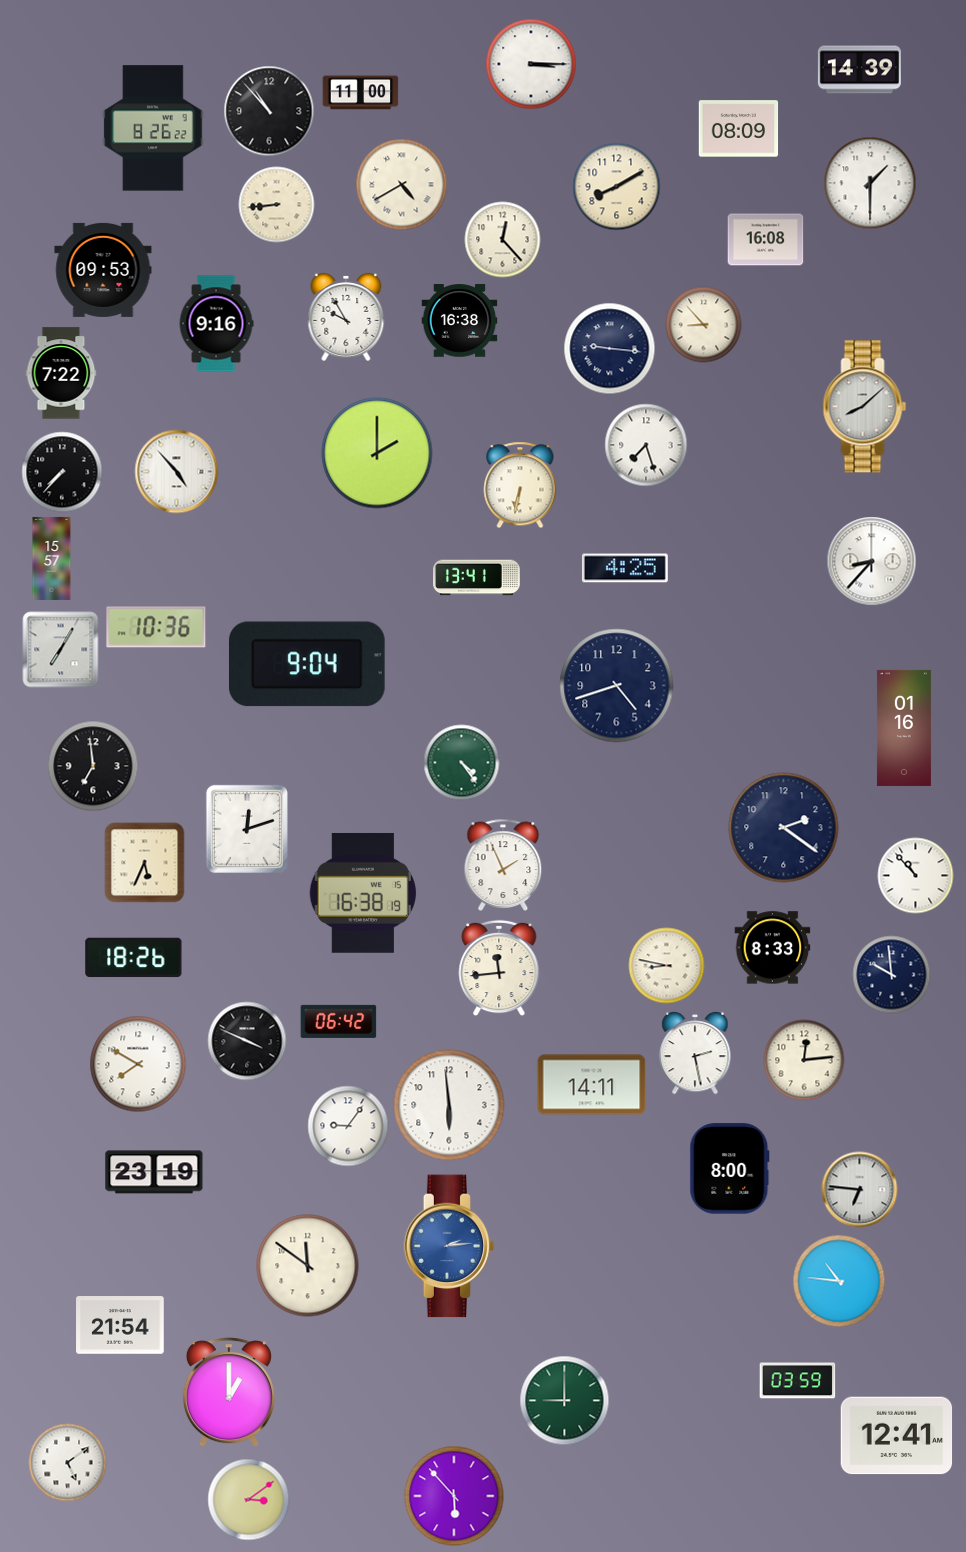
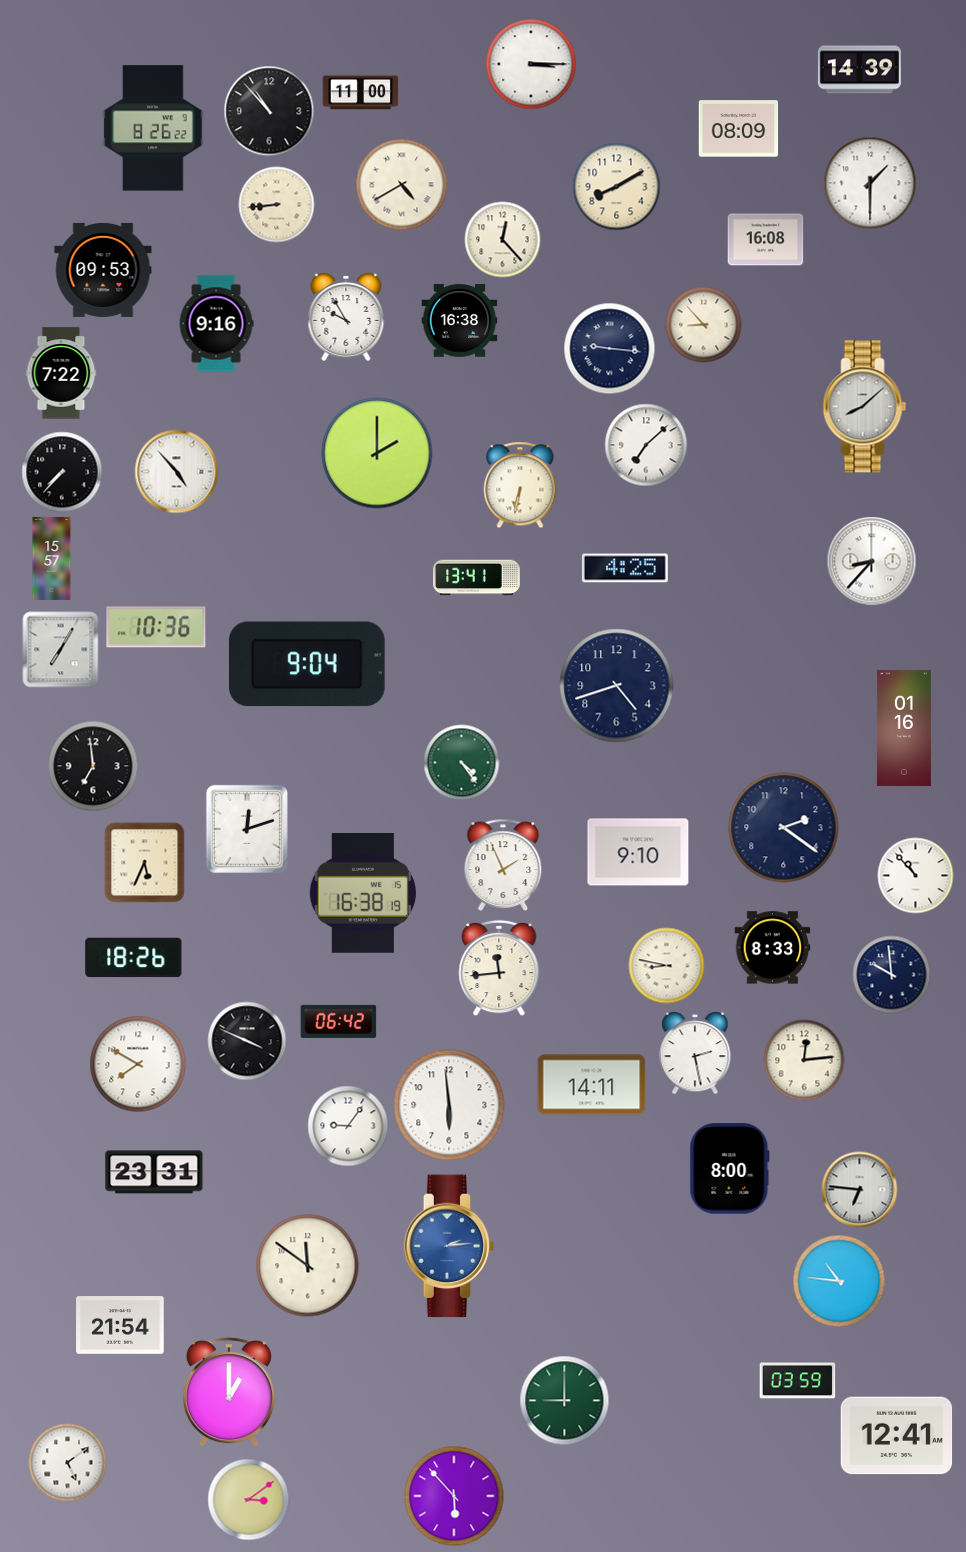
clock at (646, 445): 7:27 -> 7:08
clock at (638, 852): none -> 9:10
clock at (154, 1172): 23:19 -> 23:31
